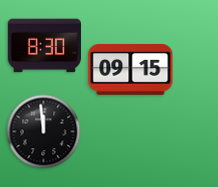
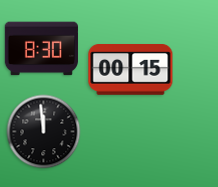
clock at (44, 46) position: (44, 46) -> (41, 49)
clock at (131, 70): 09:15 -> 00:15
